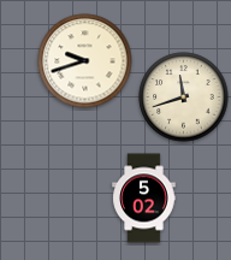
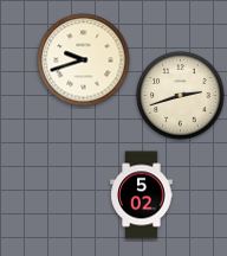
clock at (184, 97): 11:42 -> 2:42
